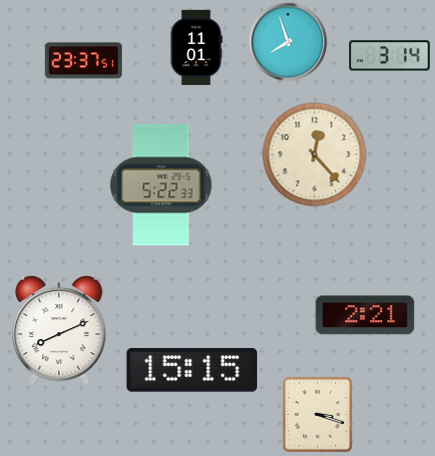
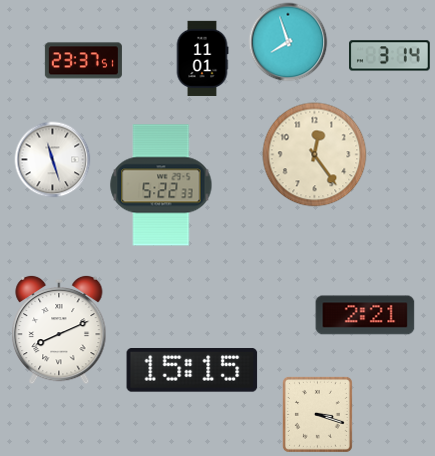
clock at (196, 47) position: (196, 47) -> (202, 58)
clock at (315, 155): 12:23 -> 12:24
clock at (53, 160): none -> 11:27
